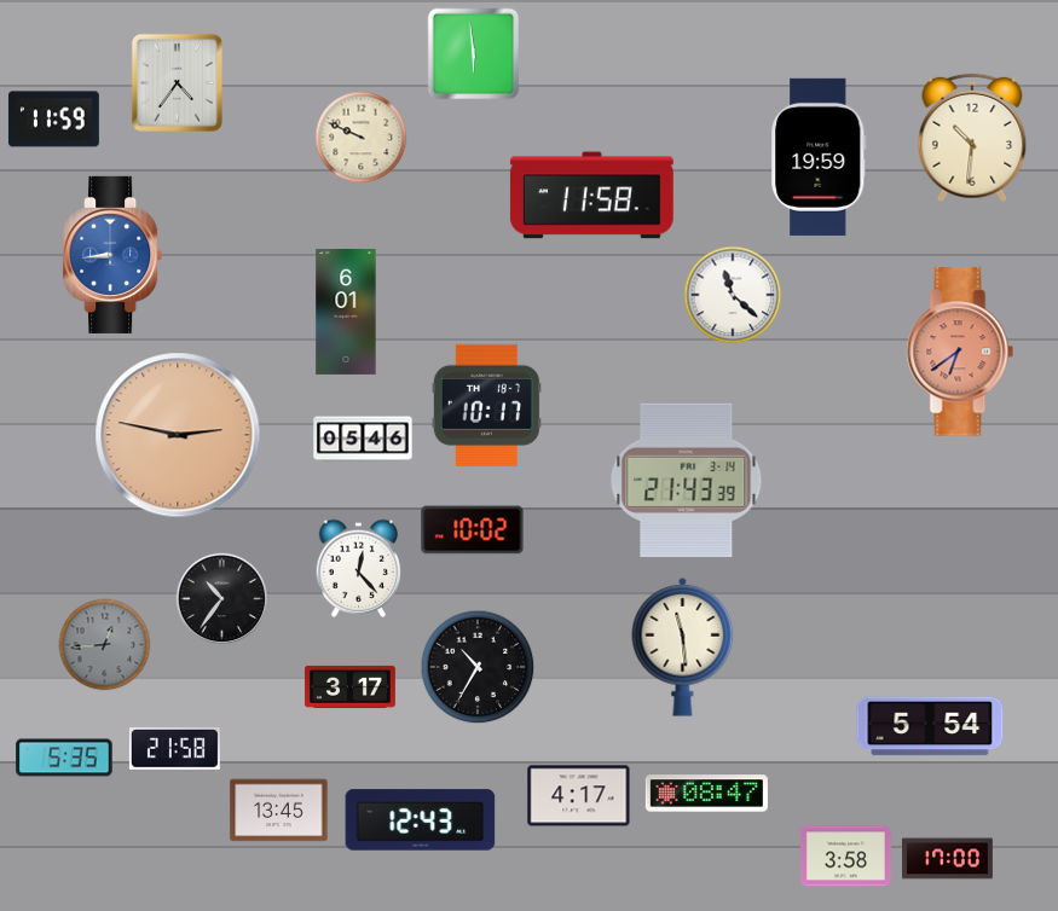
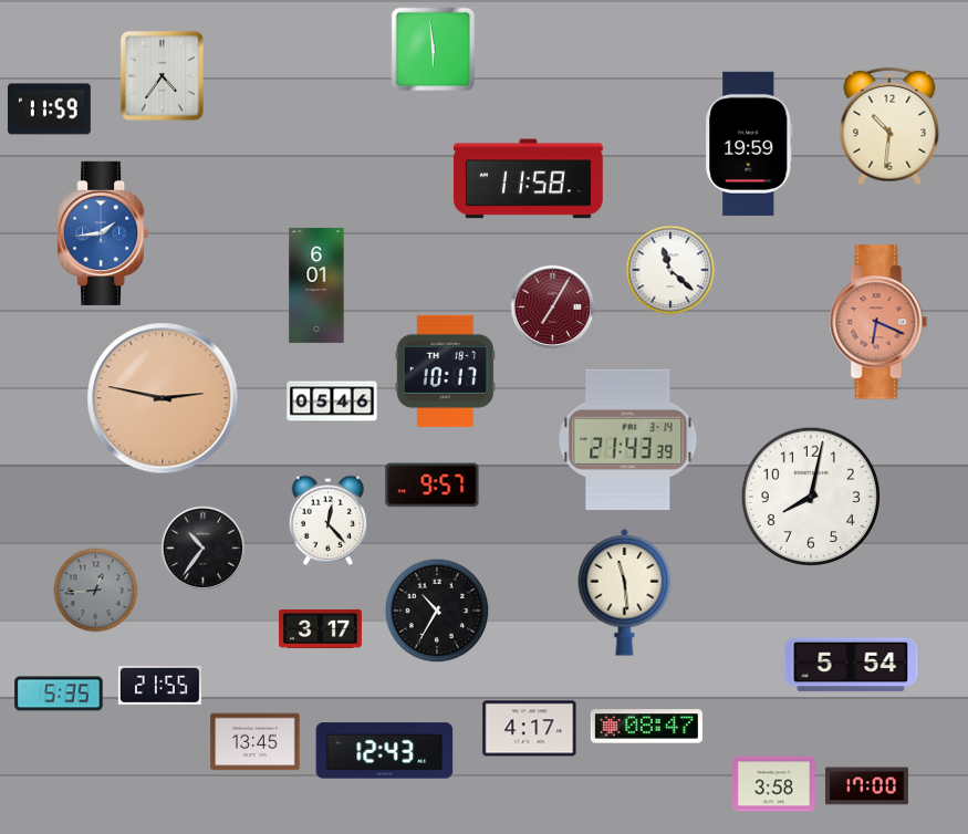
clock at (362, 138): 9:49 -> none
clock at (591, 196) position: (591, 196) -> (528, 179)
clock at (112, 255): 8:44 -> 1:44
clock at (553, 307): none -> 7:05
clock at (960, 352): 6:39 -> 6:19
clock at (473, 530): 10:02 -> 9:57
clock at (810, 496): none -> 8:02
clock at (174, 748): 21:58 -> 21:55
